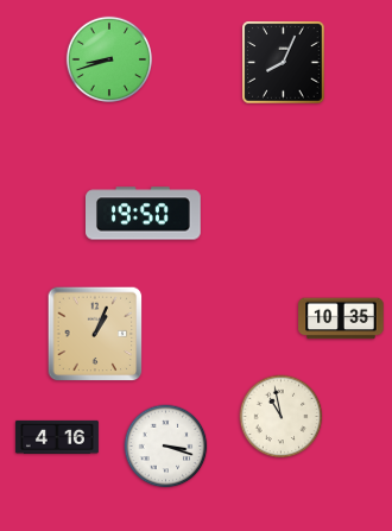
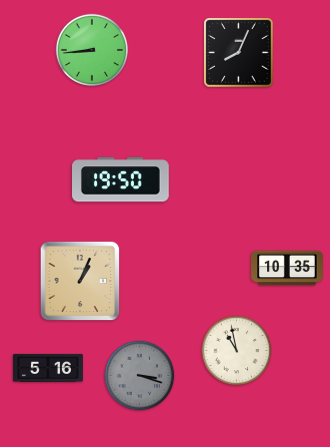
clock at (108, 58): 8:42 -> 8:44
clock at (57, 437): 4:16 -> 5:16
clock at (166, 447) dial: white -> grey
